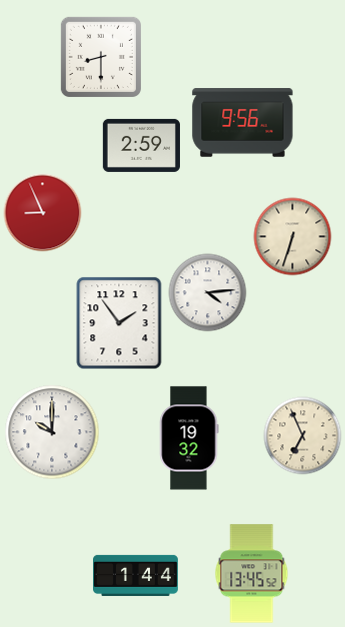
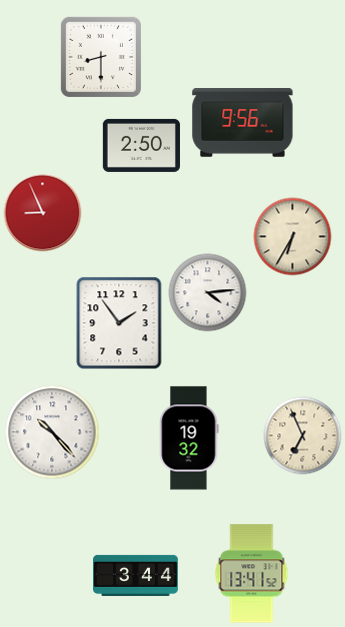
clock at (141, 145): 2:59 -> 2:50
clock at (292, 236): 6:33 -> 6:35
clock at (52, 432): 10:00 -> 10:23
clock at (252, 574): 13:45 -> 13:41
clock at (136, 575): 1:44 -> 3:44
